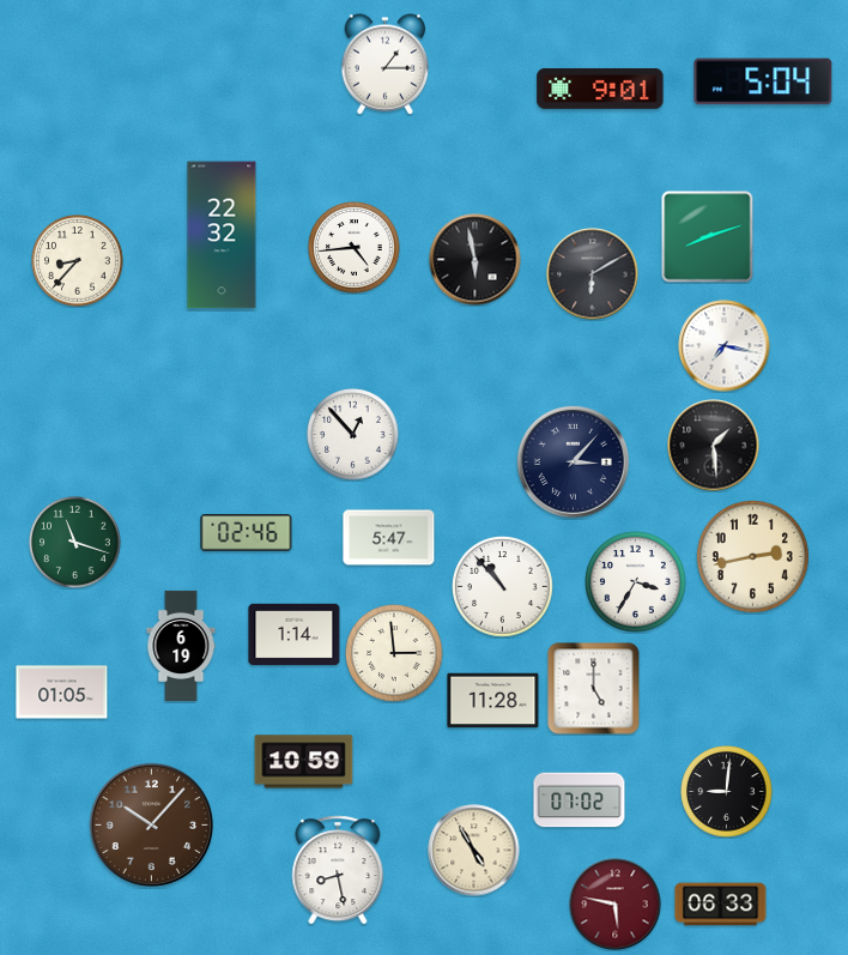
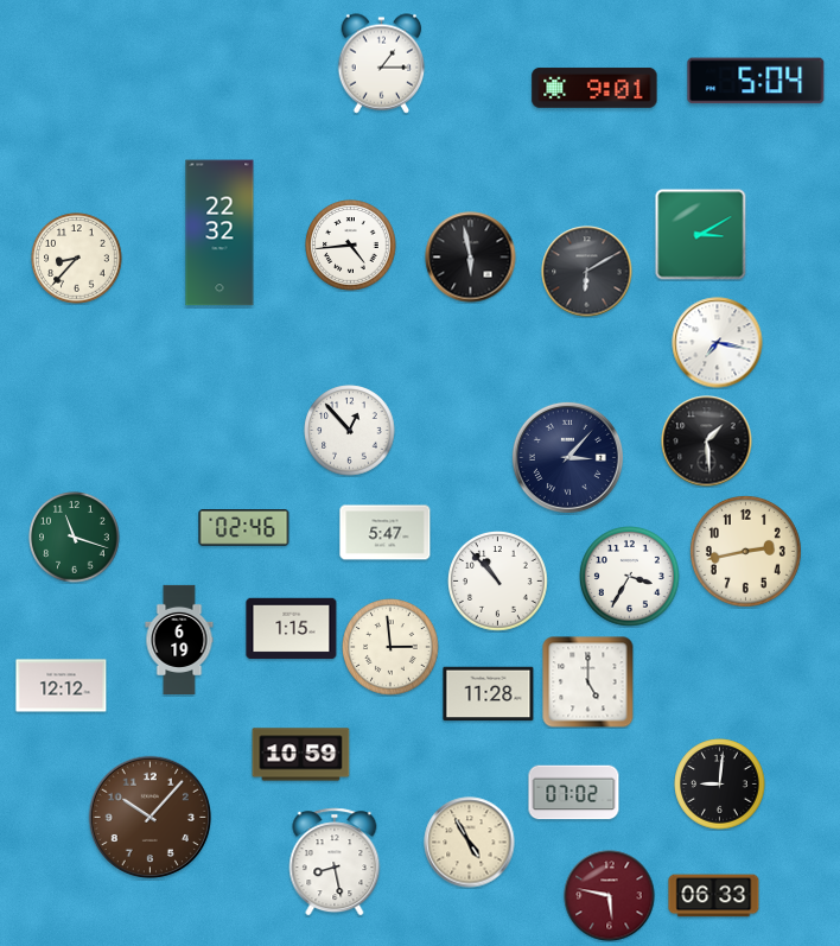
clock at (708, 237): 8:12 -> 3:10
clock at (295, 635): 1:14 -> 1:15
clock at (62, 693): 01:05 -> 12:12
